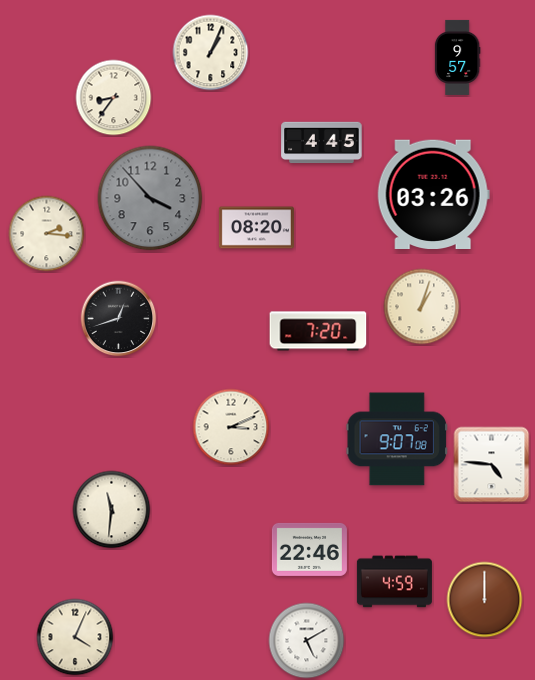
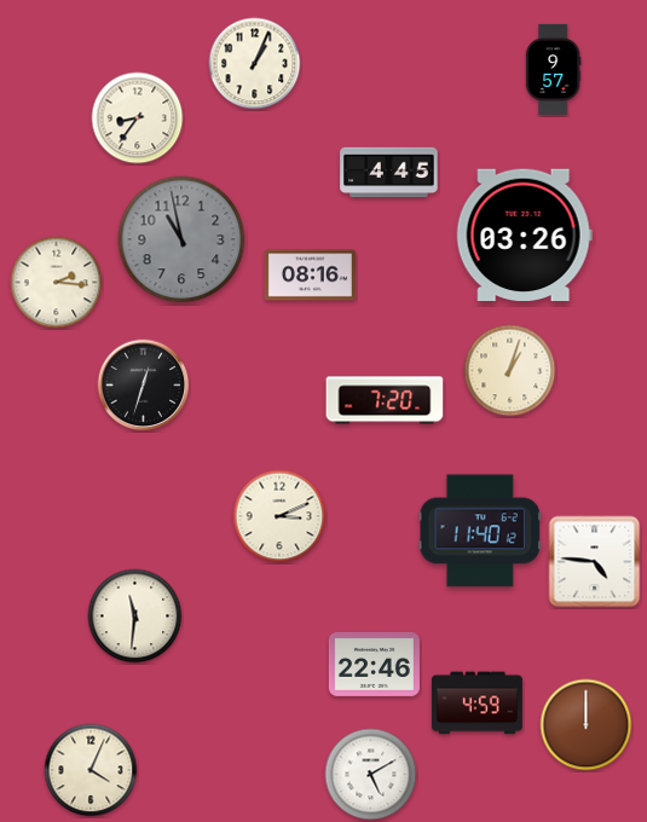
clock at (150, 198): 3:53 -> 10:58
clock at (256, 228): 08:20 -> 08:16
clock at (119, 319): 12:42 -> 12:33
clock at (397, 439): 9:07 -> 11:40
